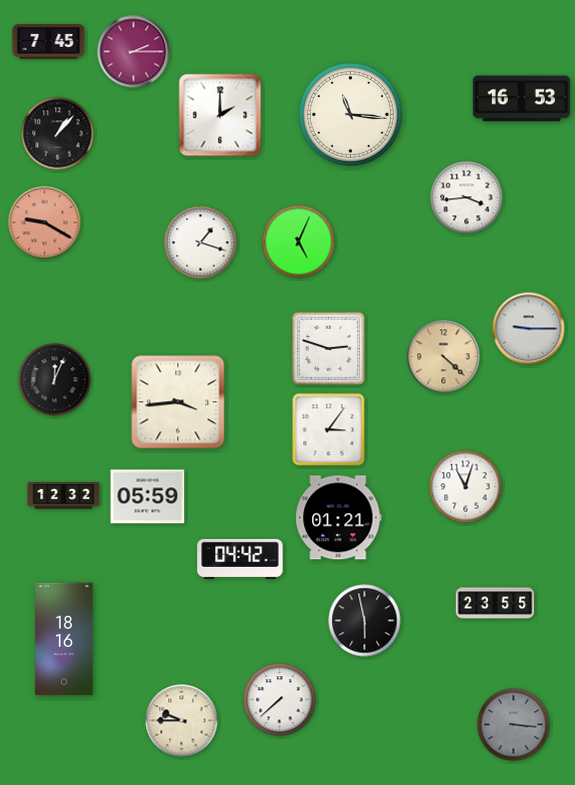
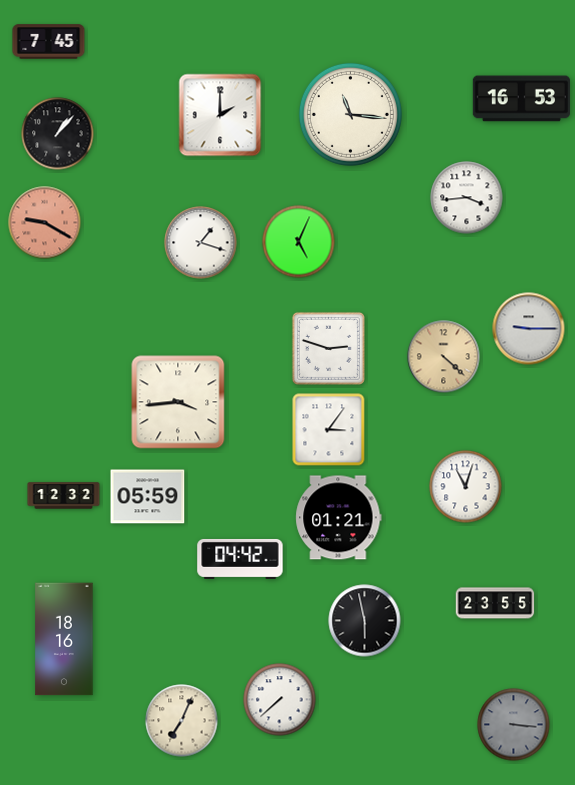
clock at (134, 52): 2:15 -> none
clock at (55, 380): 12:04 -> none
clock at (182, 721): 9:45 -> 7:04
